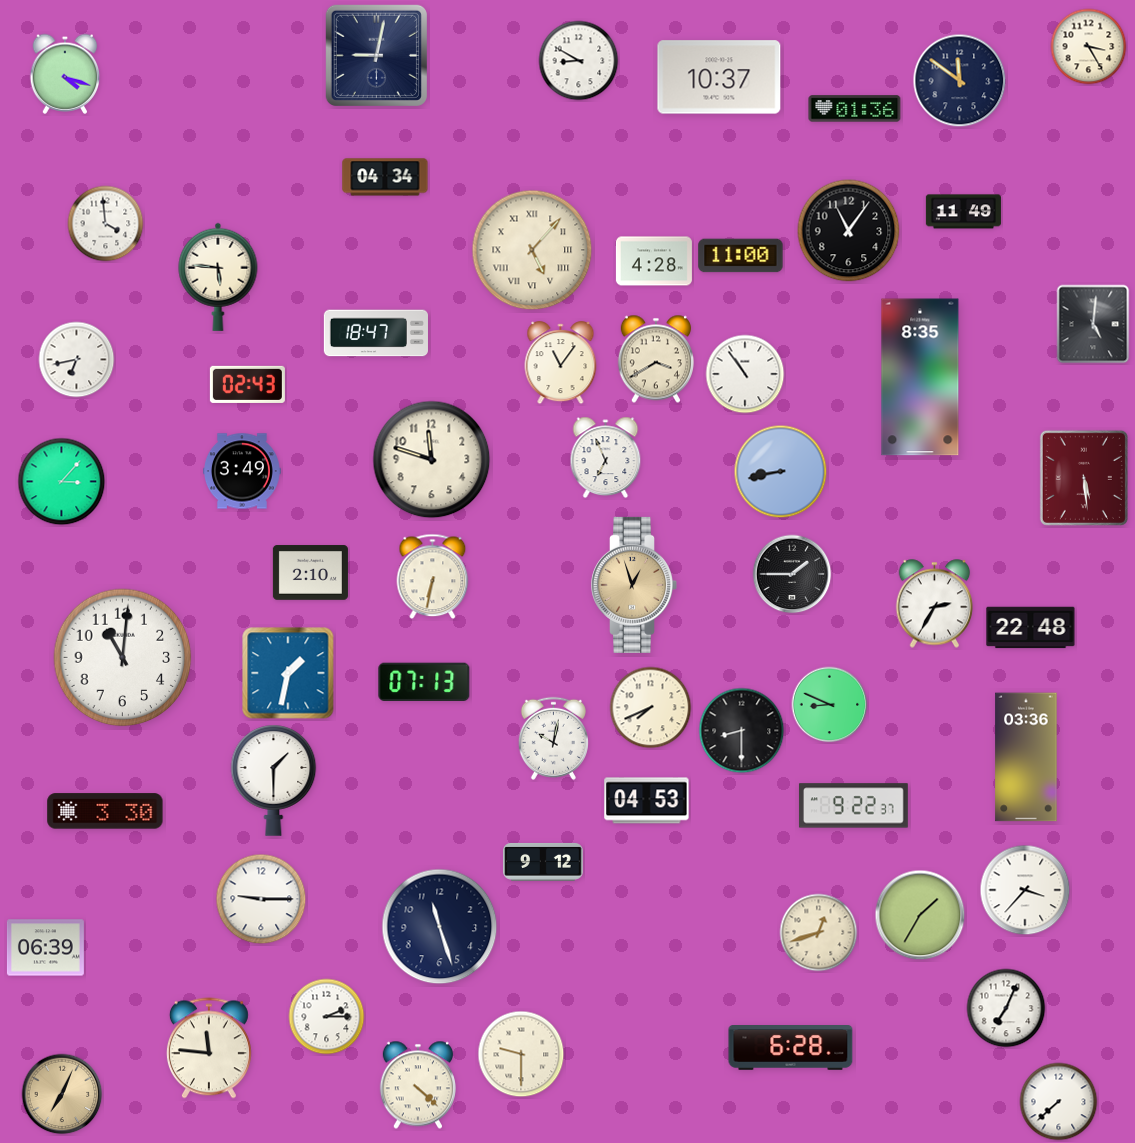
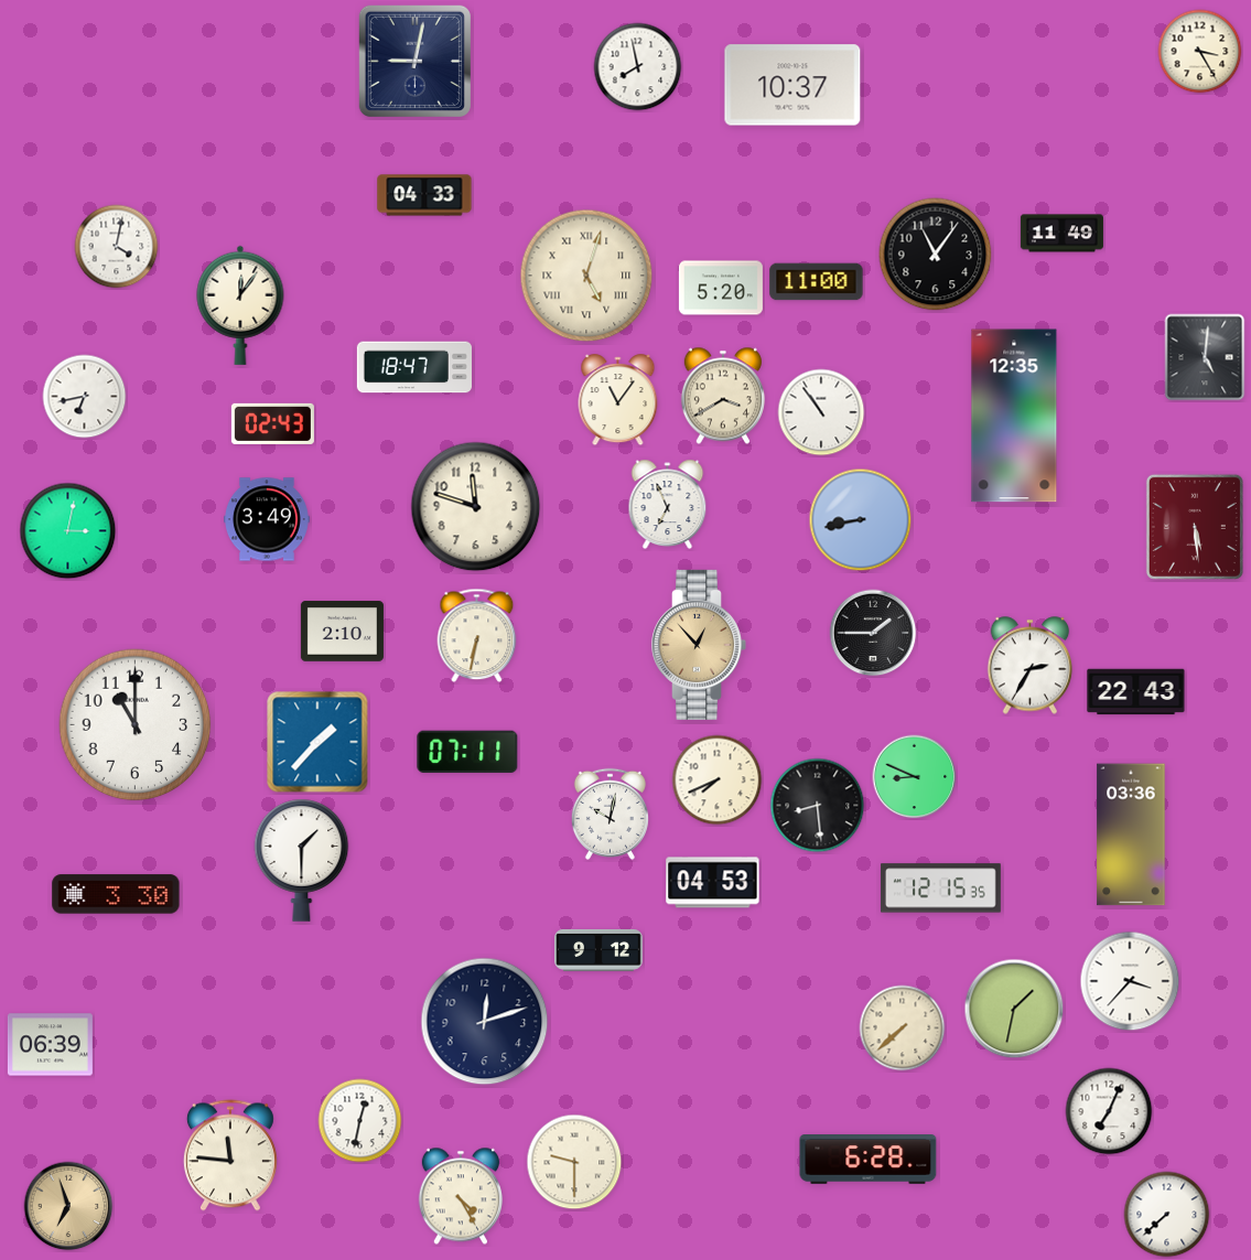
clock at (579, 61): 8:50 -> 7:58
clock at (65, 74): 4:18 -> none
clock at (960, 81): 11:51 -> none
clock at (855, 109): 01:36 -> none
clock at (385, 177): 04:34 -> 04:33
clock at (106, 224): 3:59 -> 4:02
clock at (532, 250): 5:07 -> 5:03
clock at (654, 261): 4:28 -> 5:20
clock at (218, 277): 5:46 -> 12:06
clock at (920, 377): 8:35 -> 12:35
clock at (62, 482): 3:07 -> 3:02
clock at (634, 585): 12:57 -> 12:53
clock at (1031, 628): 22:48 -> 22:43
clock at (123, 658): 11:01 -> 11:00
clock at (288, 673): 1:32 -> 1:37
clock at (424, 682): 07:13 -> 07:11
clock at (742, 731): 8:30 -> 8:29
clock at (854, 806): 9:22 -> 12:15
clock at (261, 899): 9:15 -> none
clock at (920, 915): 1:35 -> 1:32
clock at (440, 927): 11:27 -> 12:12
clock at (819, 933): 12:42 -> 7:38
clock at (327, 1017): 2:15 -> 12:32
clock at (791, 1048) position: (791, 1048) -> (869, 1160)
clock at (418, 1085): 4:22 -> 4:25
clock at (62, 1094): 7:04 -> 6:57
